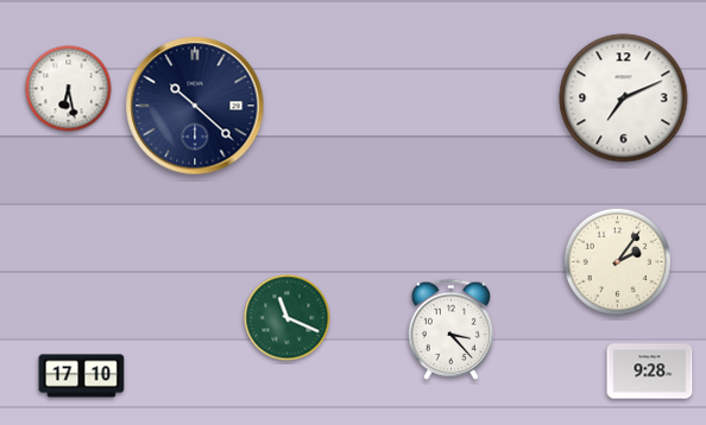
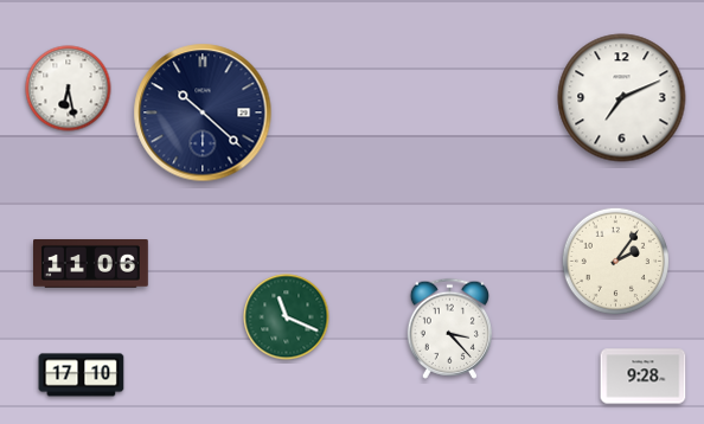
clock at (195, 106) position: (195, 106) -> (203, 113)
clock at (91, 264): none -> 11:06
clock at (650, 372) position: (650, 372) -> (644, 377)
